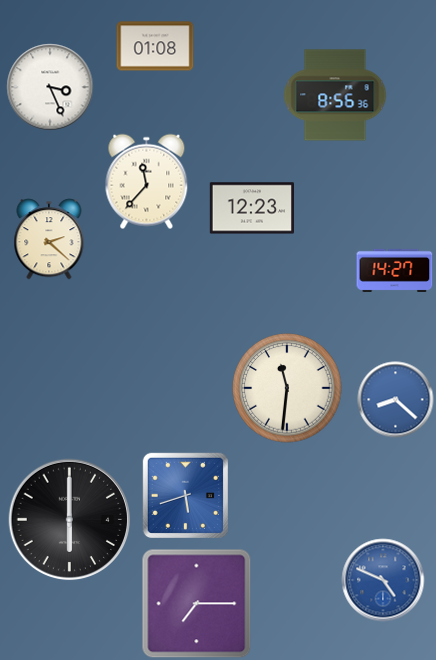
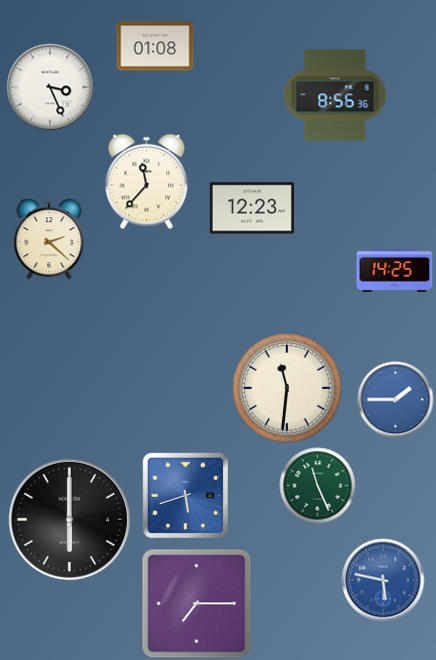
clock at (395, 270): 14:27 -> 14:25
clock at (396, 400): 8:22 -> 1:45
clock at (318, 486): none -> 11:26
clock at (383, 580): 4:49 -> 5:47
